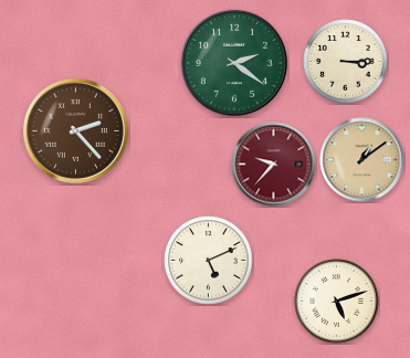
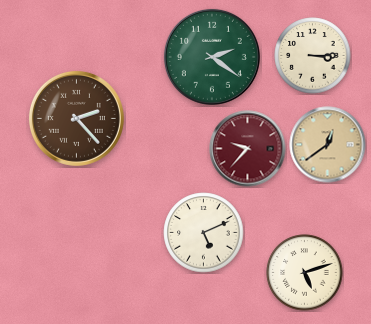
clock at (75, 130) position: (75, 130) -> (76, 118)
clock at (362, 160): 1:09 -> 12:39
clock at (209, 261) position: (209, 261) -> (204, 233)
